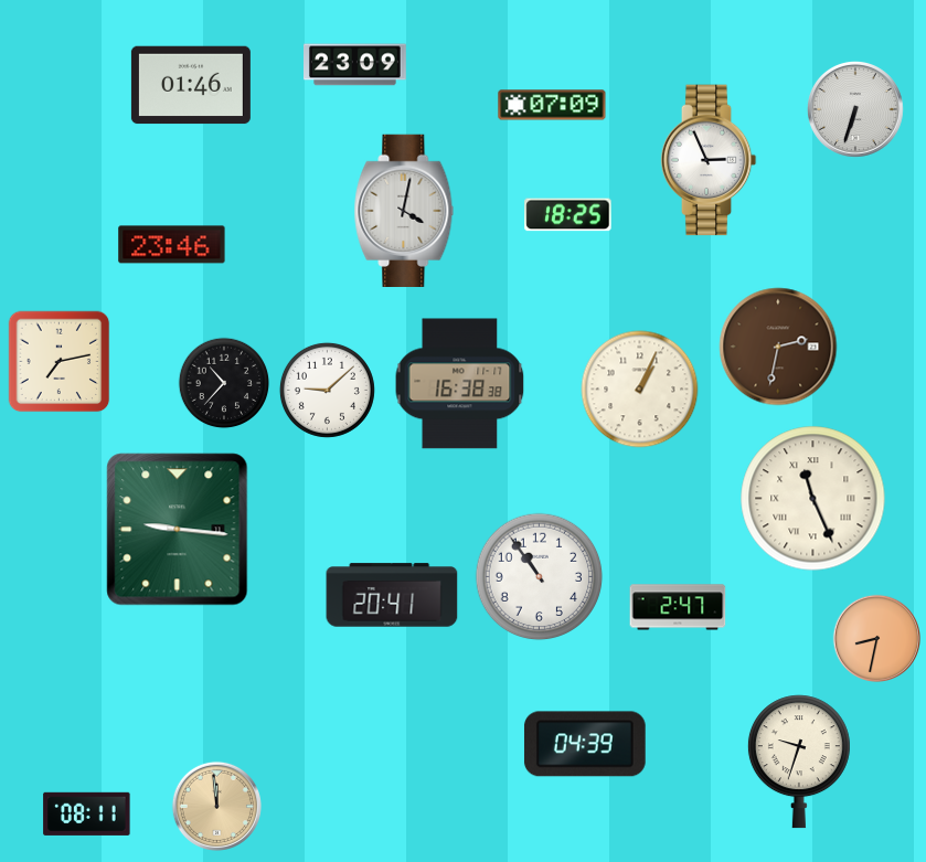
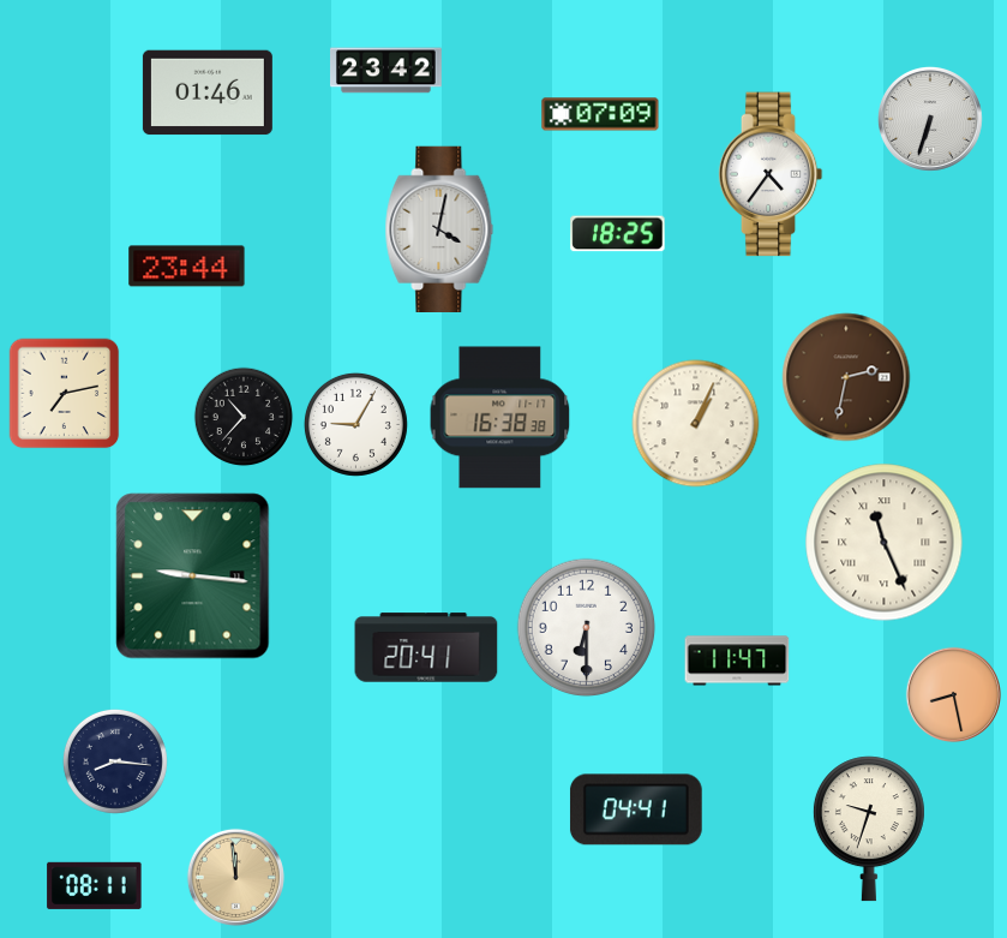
clock at (355, 65): 23:09 -> 23:42
clock at (709, 160): 2:56 -> 4:36
clock at (172, 245): 23:46 -> 23:44
clock at (327, 390): 9:08 -> 9:05
clock at (540, 577): 10:54 -> 6:30
clock at (678, 607): 2:47 -> 11:47
clock at (876, 638): 8:32 -> 8:28
clock at (115, 761): none -> 8:16
clock at (585, 744): 04:39 -> 04:41
